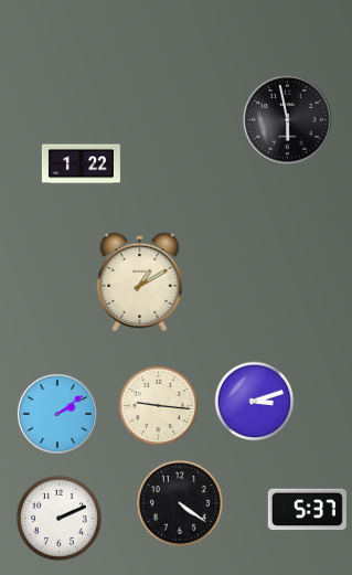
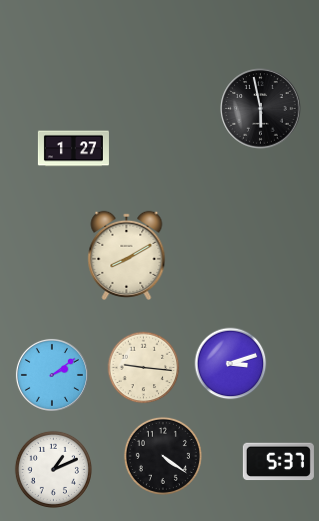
clock at (81, 164): 1:22 -> 1:27
clock at (140, 281): 1:10 -> 8:10
clock at (58, 518): 2:11 -> 1:11
